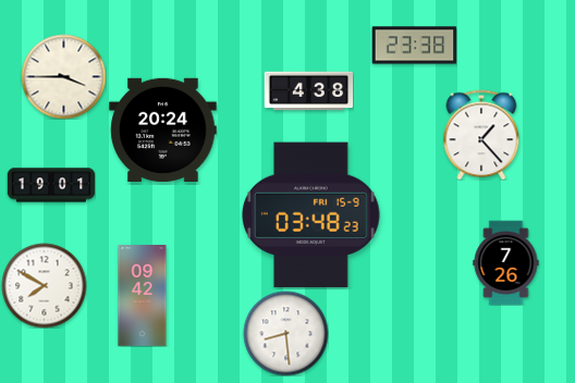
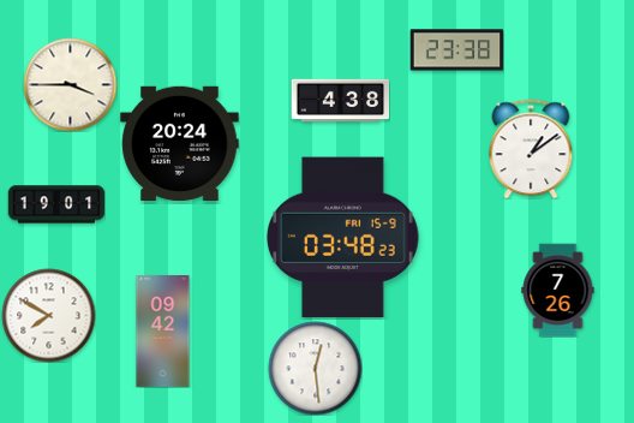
clock at (481, 135): 1:23 -> 1:09
clock at (143, 296) position: (143, 296) -> (163, 332)
clock at (285, 333): 8:29 -> 12:29
